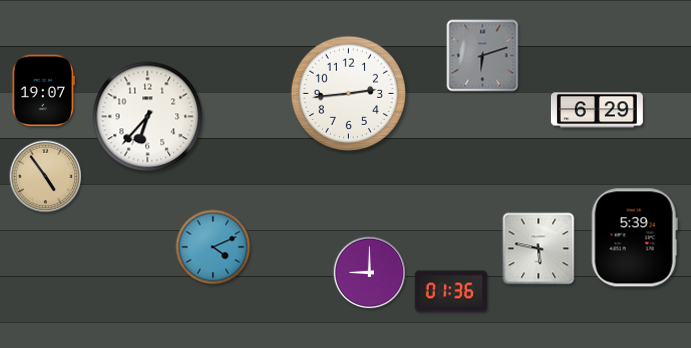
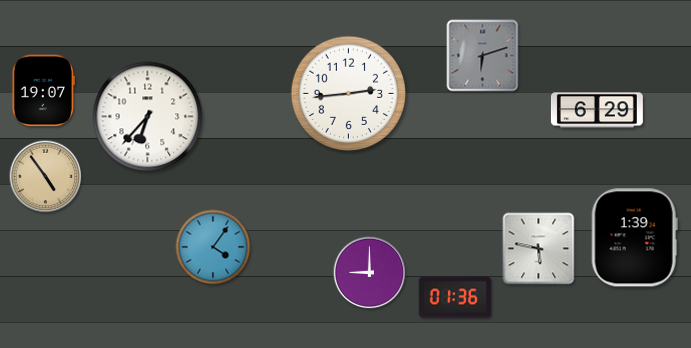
clock at (634, 238): 5:39 -> 1:39
clock at (213, 247): 4:11 -> 4:06
clock at (451, 291) position: (451, 291) -> (455, 297)
